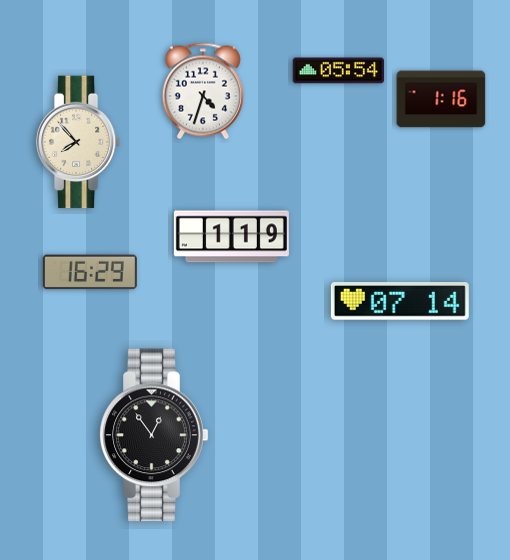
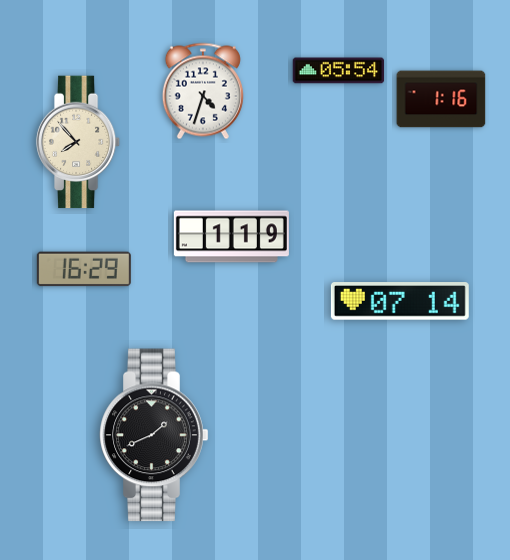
clock at (90, 272) position: (90, 272) -> (84, 269)
clock at (154, 435): 12:54 -> 1:41
